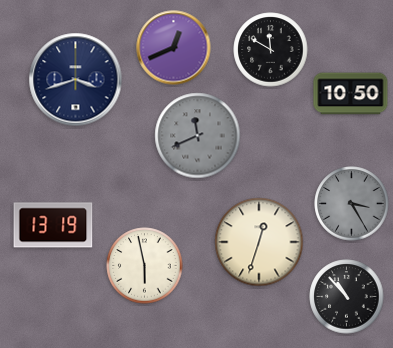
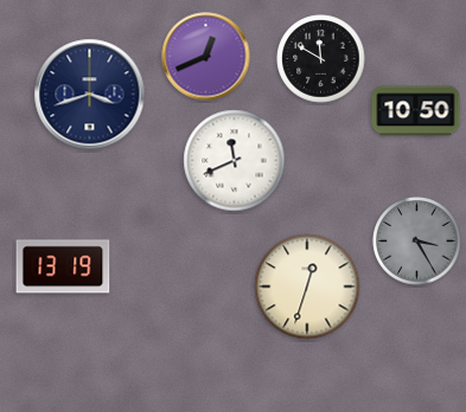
clock at (198, 136) dial: grey -> white
clock at (145, 266): 5:58 -> none
clock at (347, 297): 10:53 -> none
